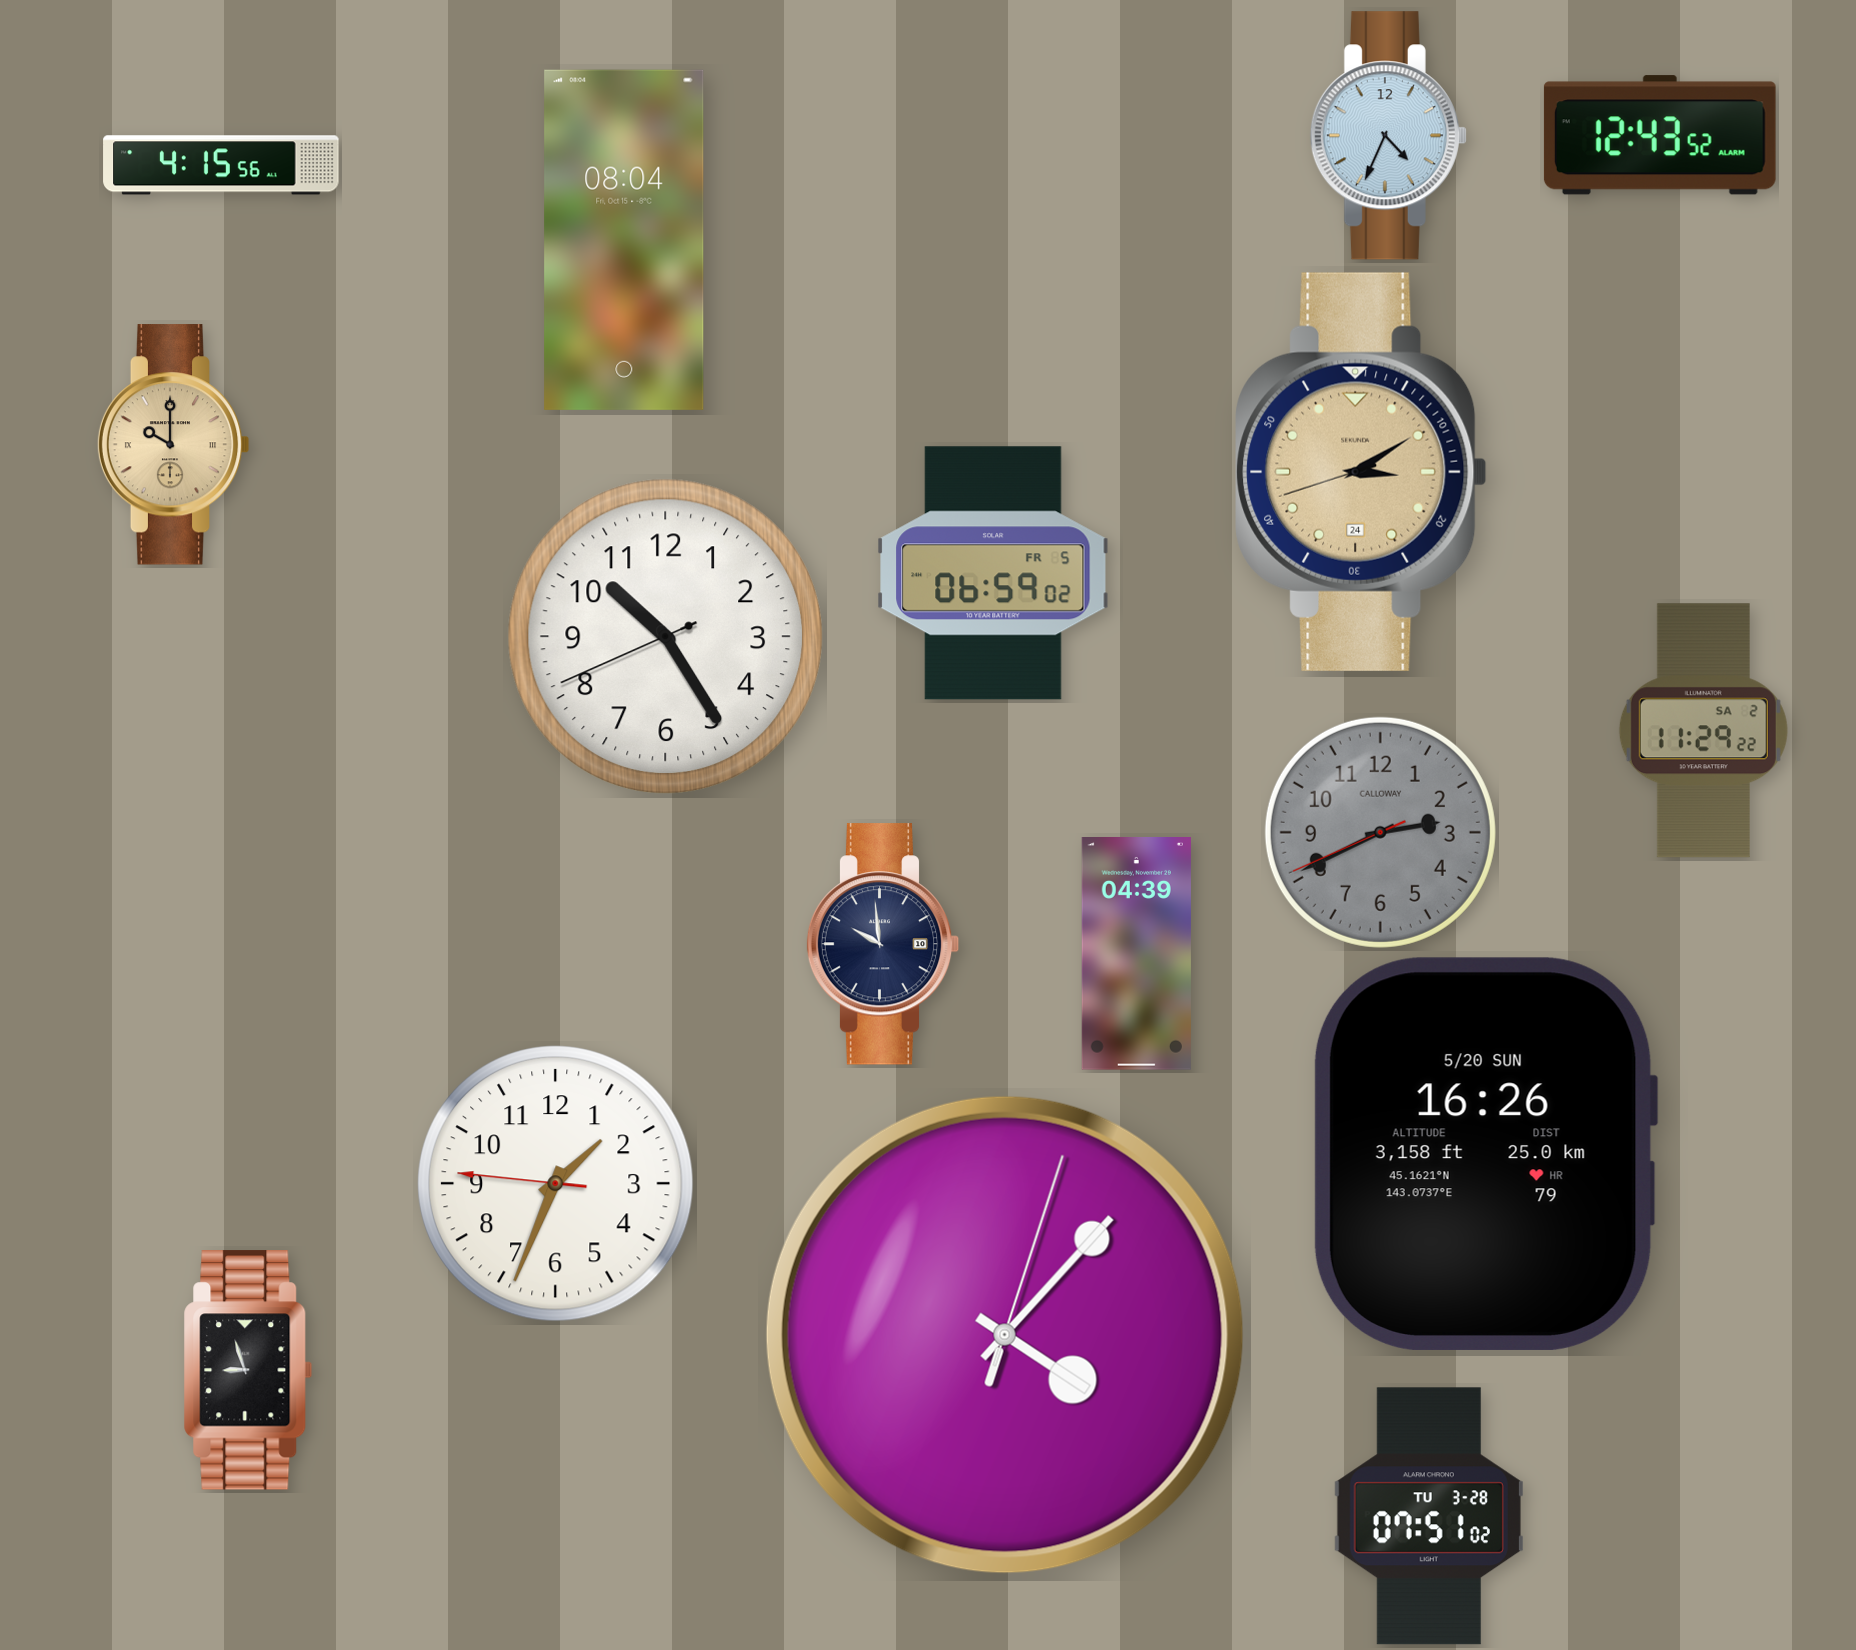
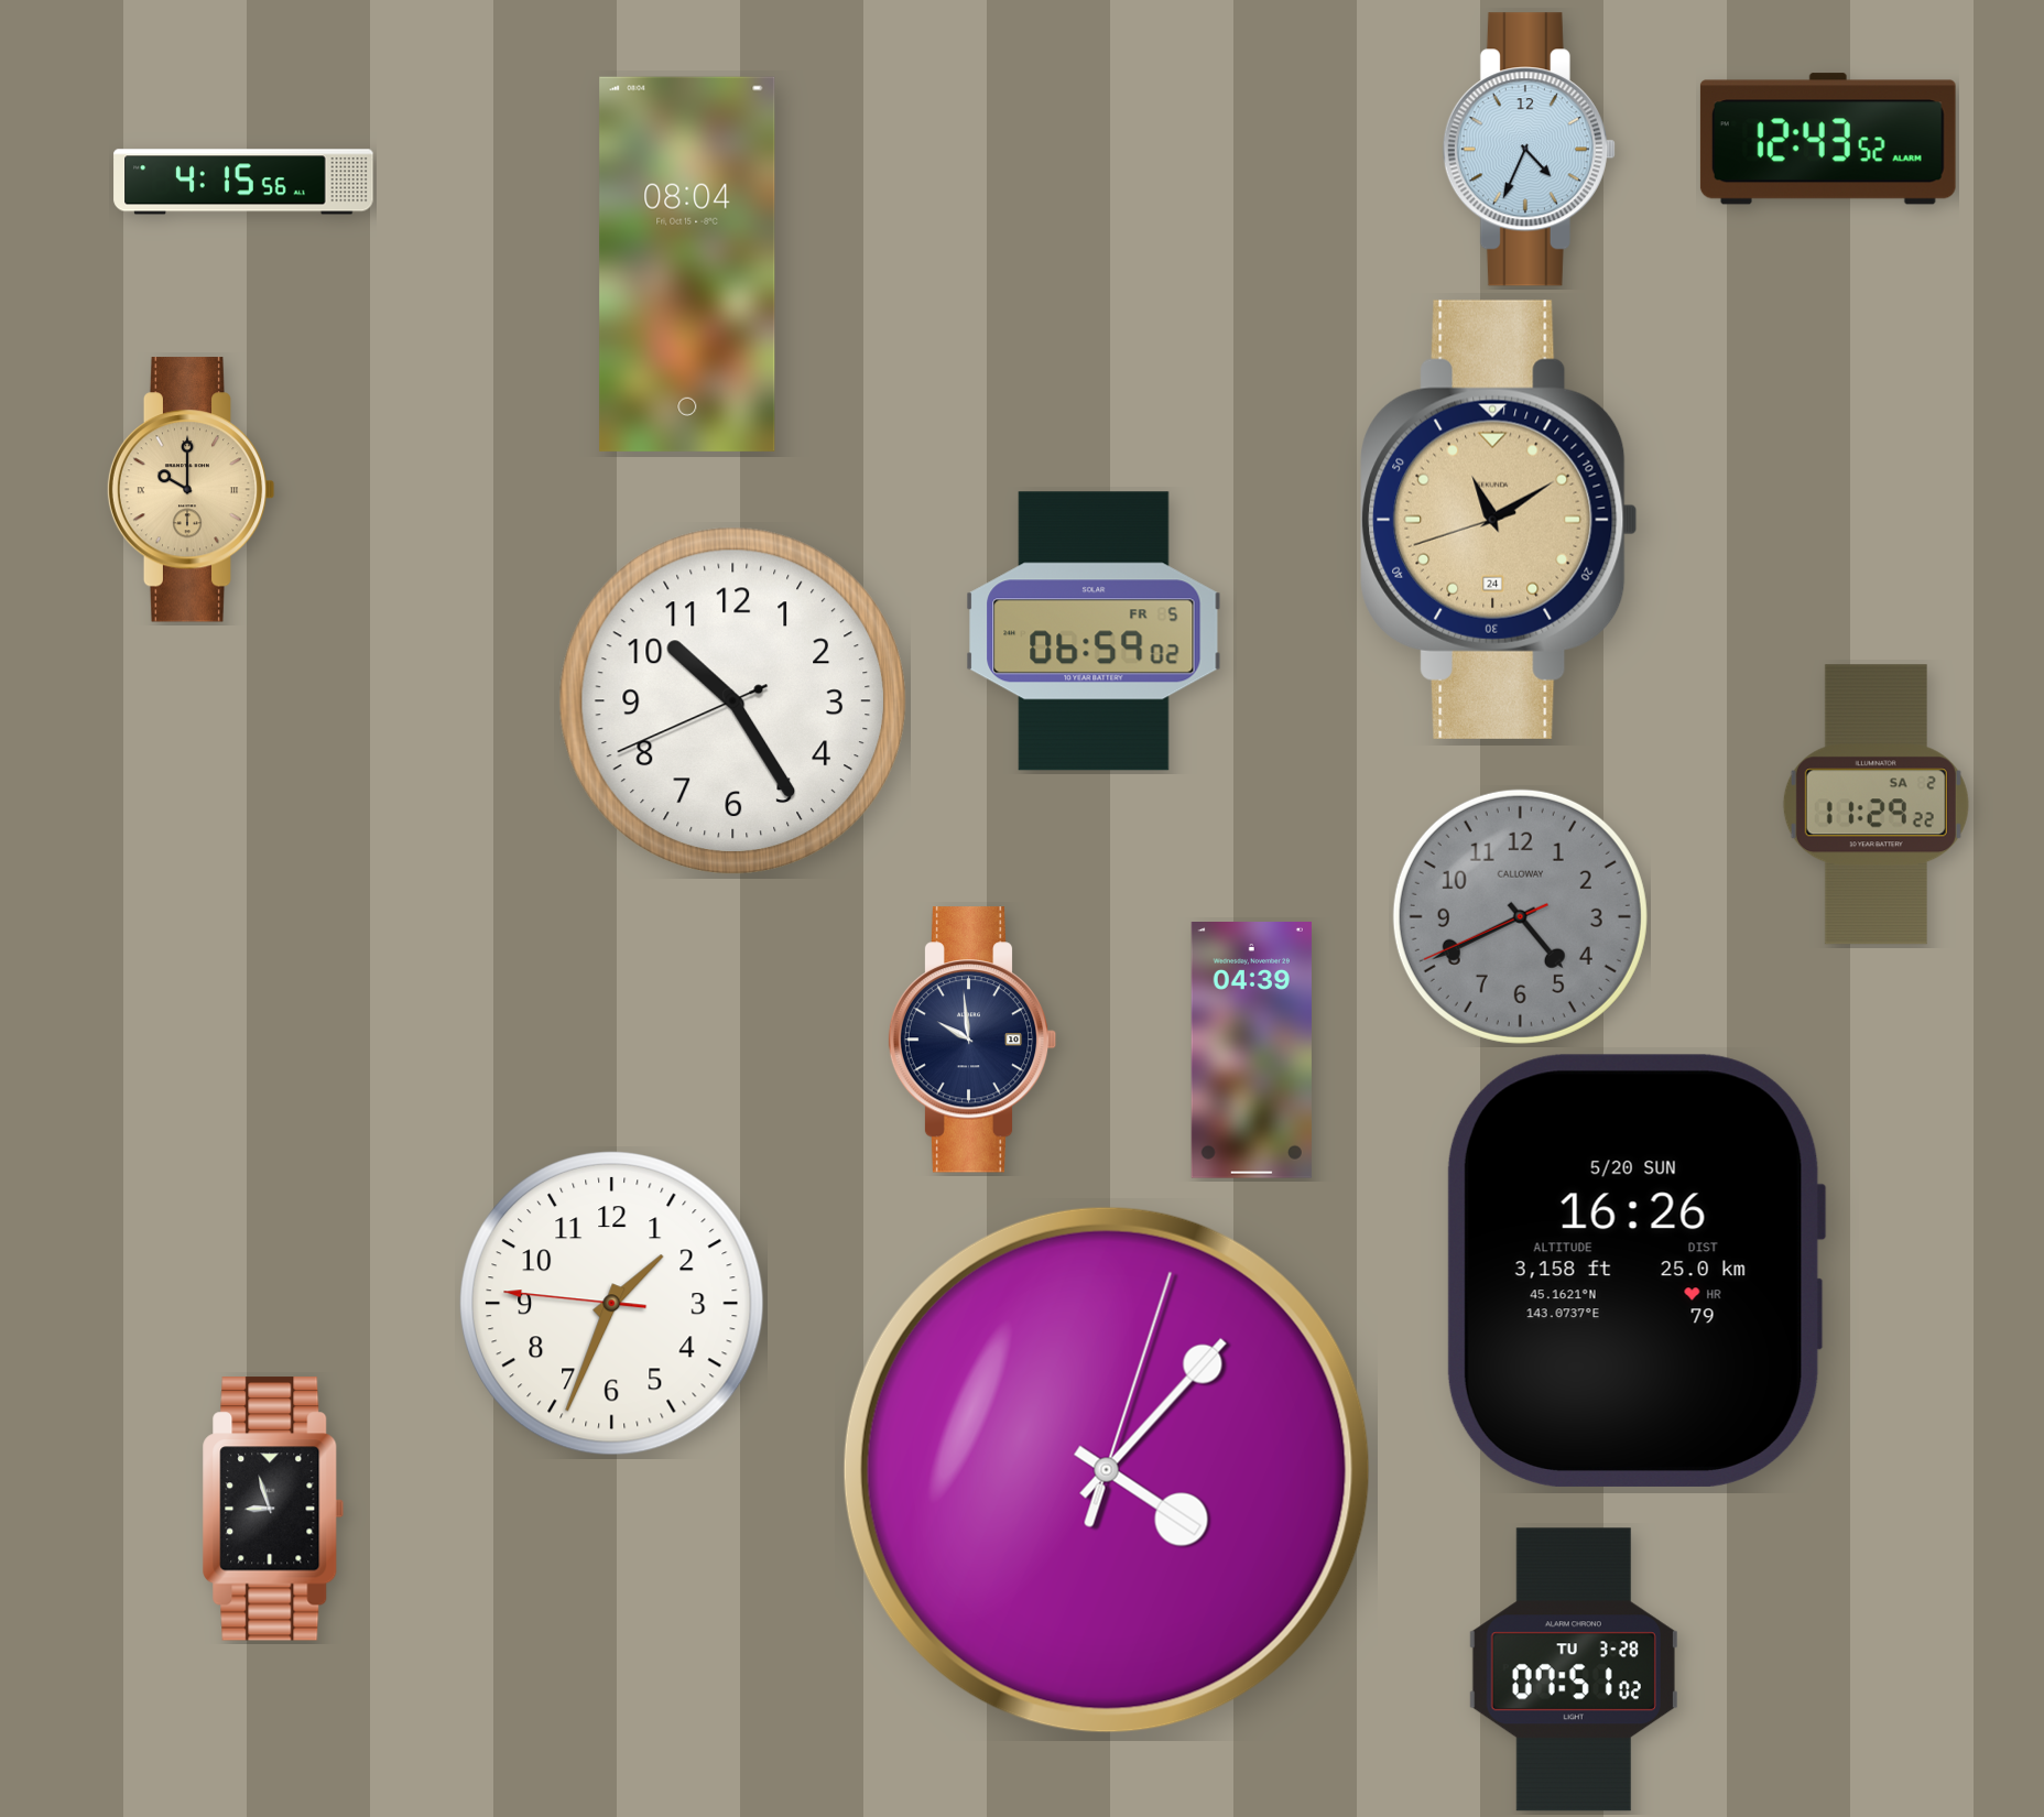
clock at (1660, 135) position: (1660, 135) -> (1828, 139)
clock at (1361, 472): 3:09 -> 11:09
clock at (1380, 832): 2:40 -> 4:40
